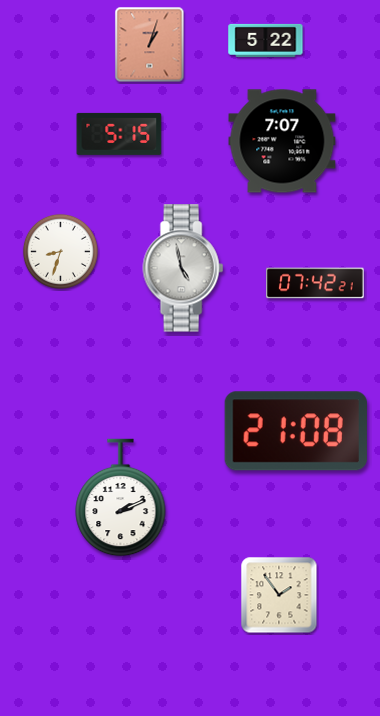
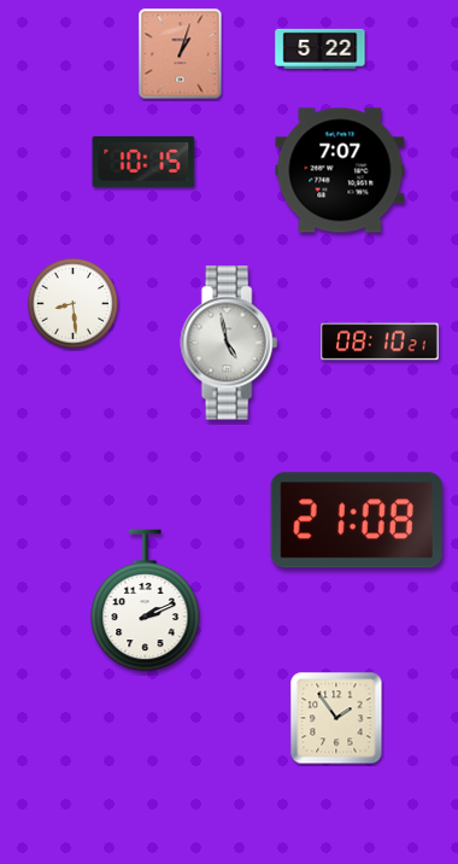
clock at (119, 134): 5:15 -> 10:15
clock at (60, 251): 8:33 -> 8:29
clock at (183, 268) position: (183, 268) -> (229, 343)
clock at (315, 283): 07:42 -> 08:10
